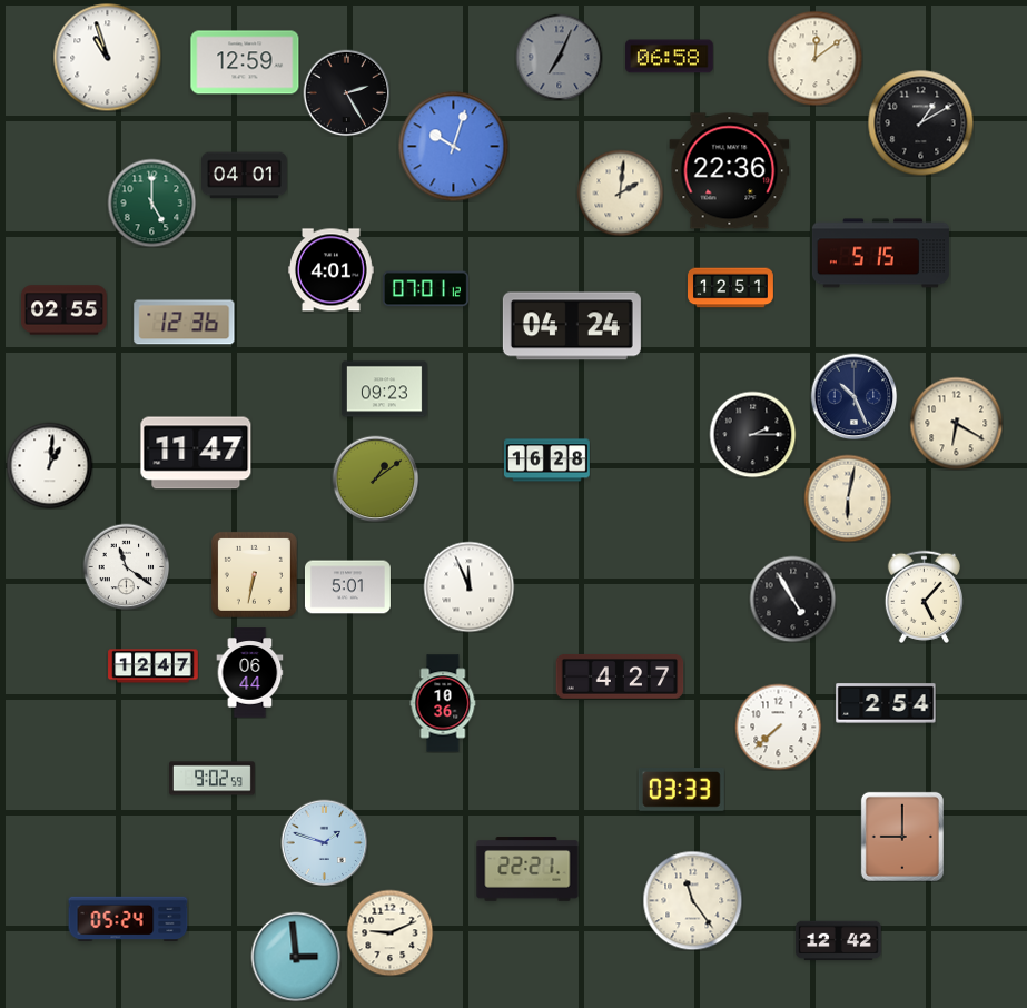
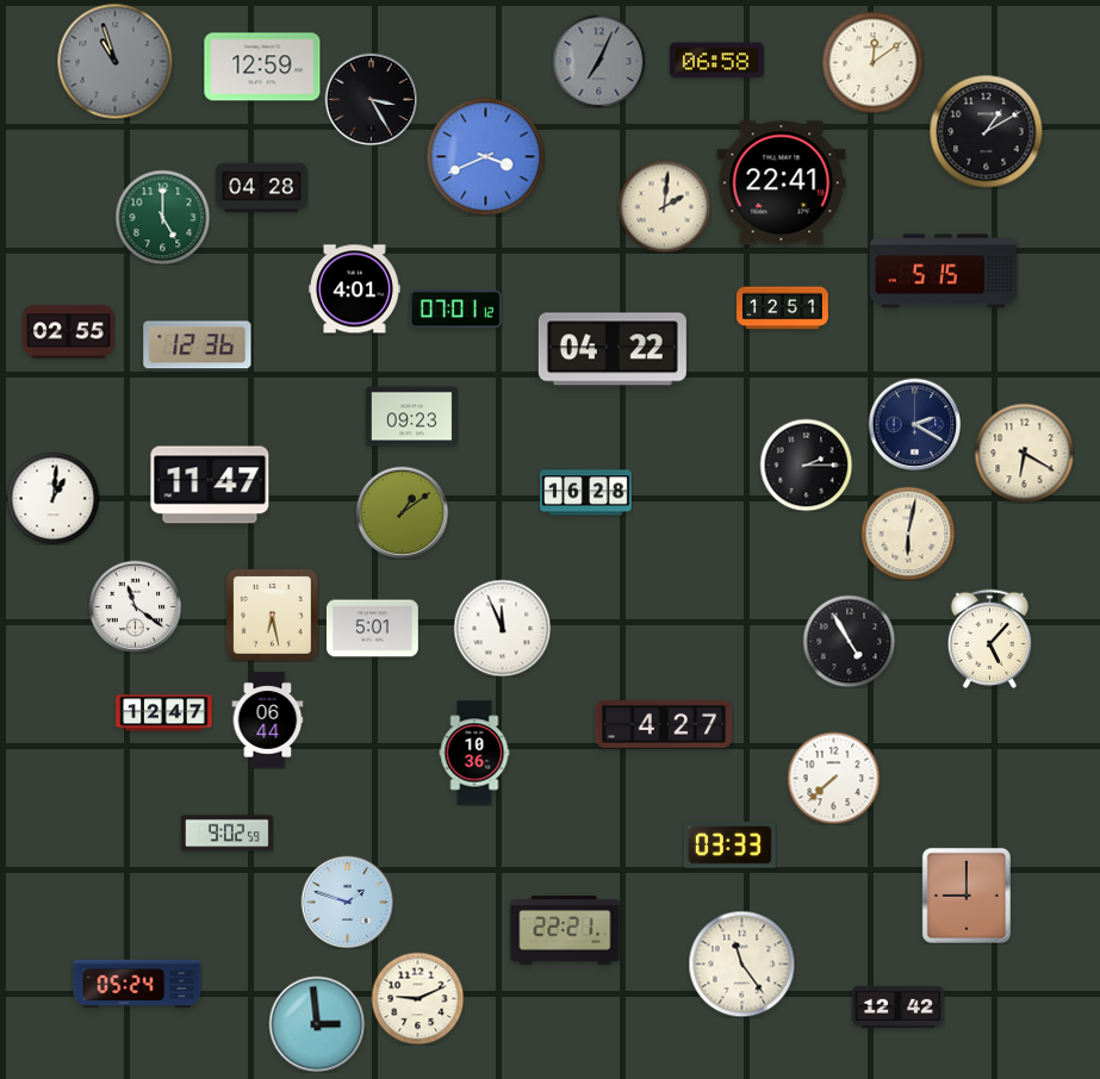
clock at (107, 57) dial: white -> grey
clock at (346, 92): 2:25 -> 3:25
clock at (454, 147): 10:03 -> 3:41
clock at (730, 171): 22:36 -> 22:41
clock at (245, 176): 04:01 -> 04:28
clock at (572, 326): 04:24 -> 04:22
clock at (853, 396): 10:26 -> 2:20
clock at (254, 574): 6:32 -> 6:28
clock at (886, 703): 2:54 -> none
